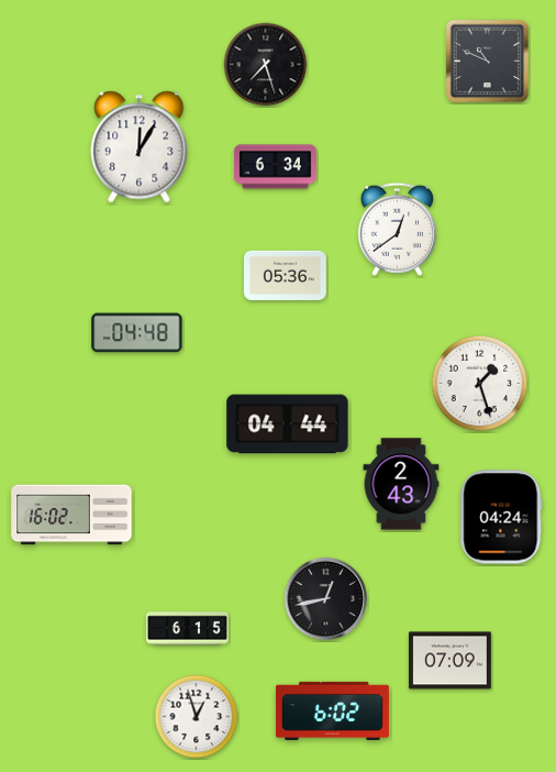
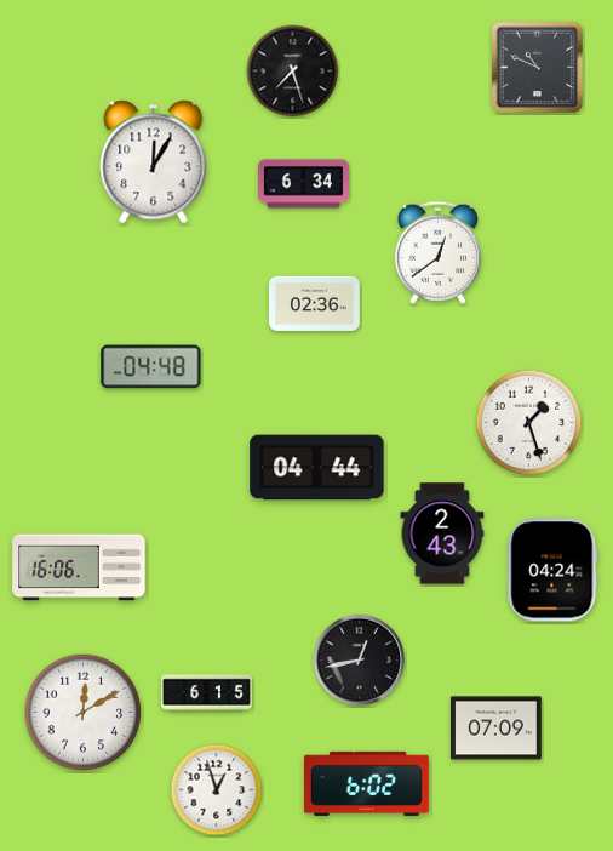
clock at (285, 275): 05:36 -> 02:36
clock at (71, 515): 16:02 -> 16:06
clock at (84, 713): none -> 12:10
